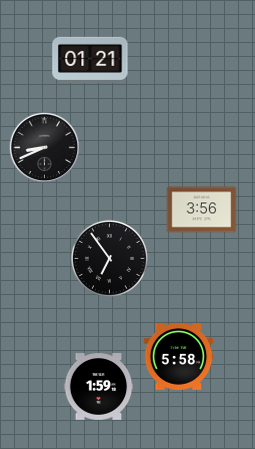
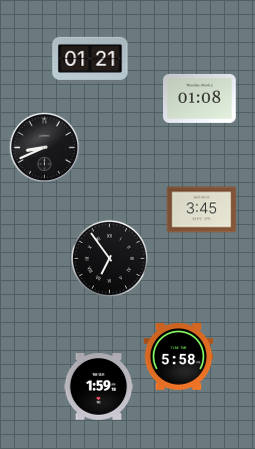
clock at (200, 98): none -> 01:08
clock at (202, 210): 3:56 -> 3:45
